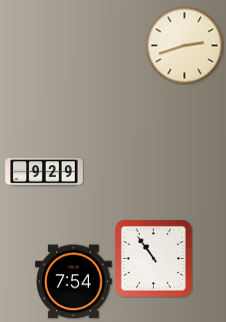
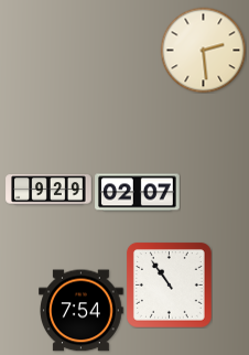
clock at (184, 45): 2:42 -> 2:29
clock at (138, 193): none -> 02:07
